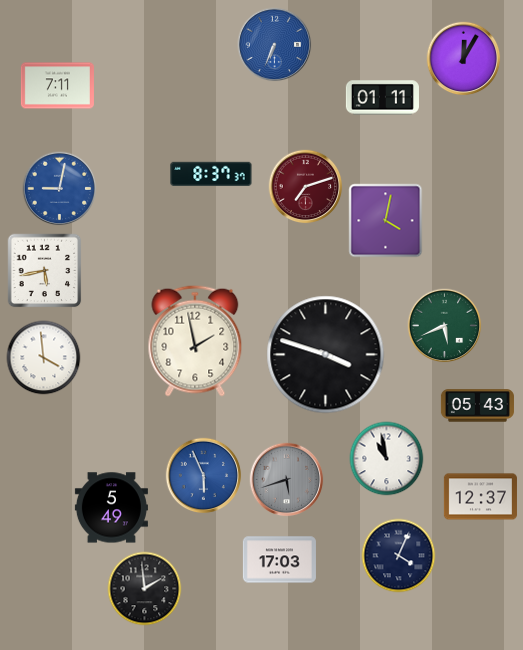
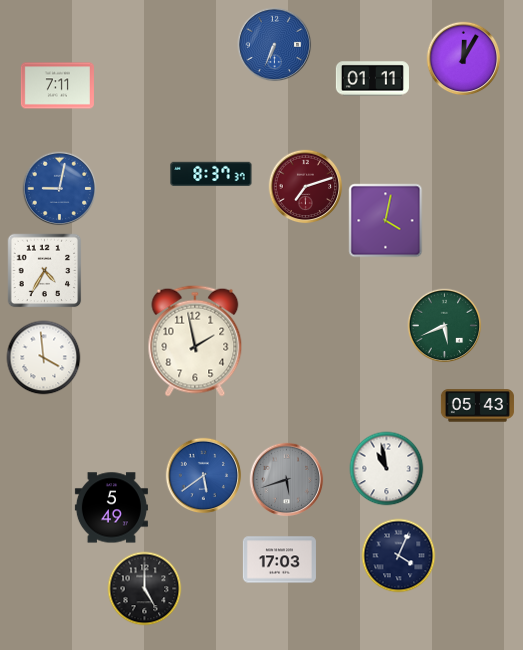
clock at (382, 98) position: (382, 98) -> (372, 79)
clock at (45, 271): 5:43 -> 4:35
clock at (326, 355): 3:48 -> none
clock at (387, 459) position: (387, 459) -> (387, 469)
clock at (204, 476): 5:56 -> 5:39
clock at (480, 497): 12:37 -> none
clock at (145, 589): 1:59 -> 5:00
